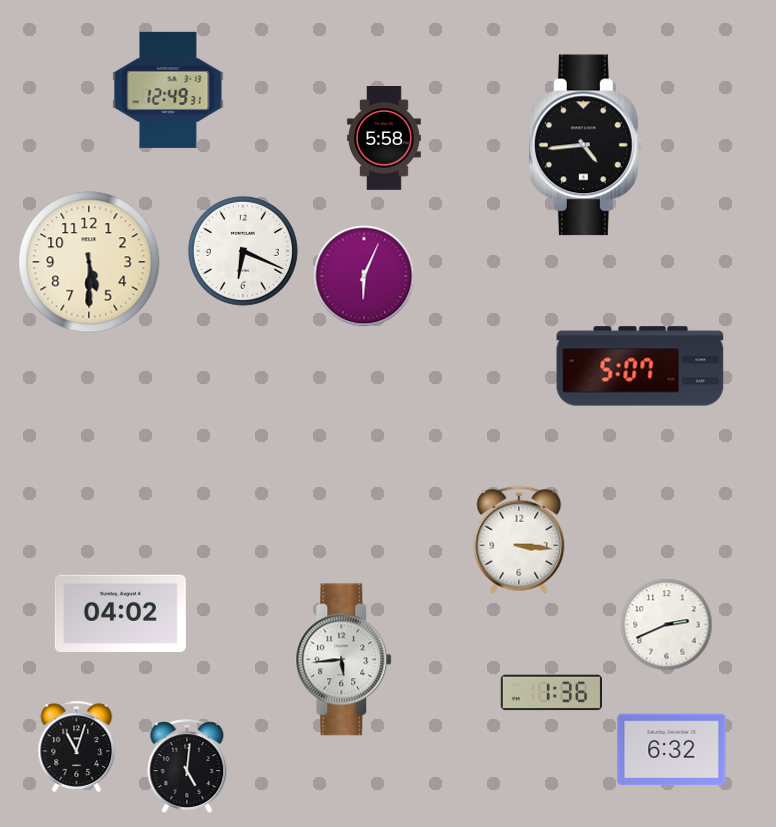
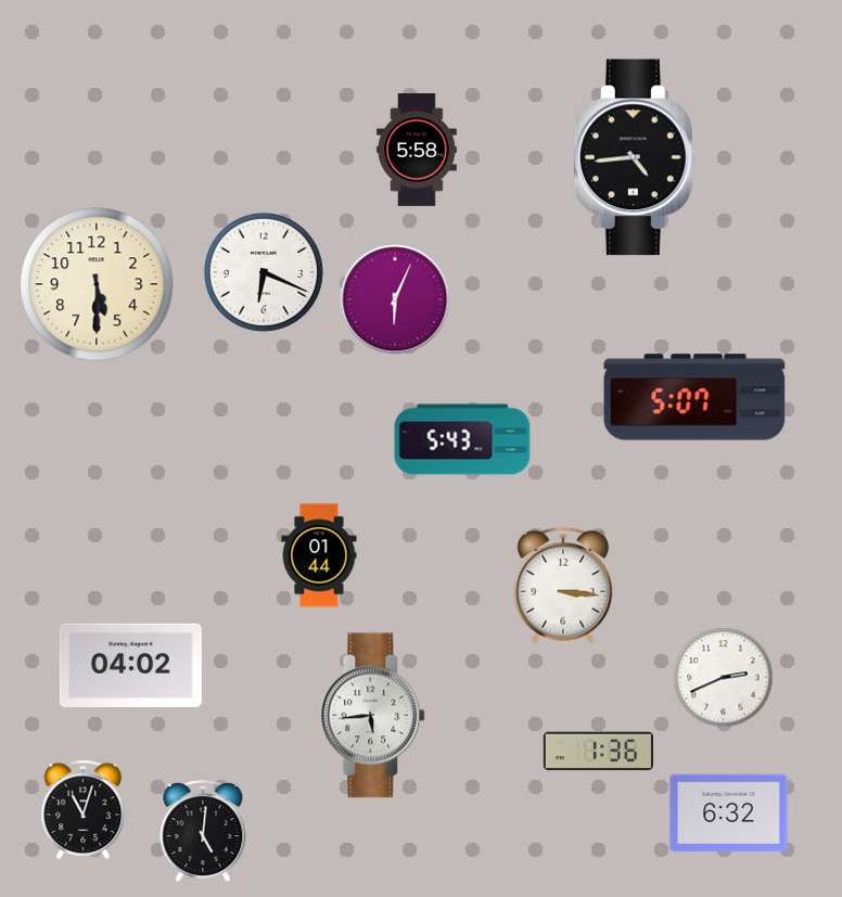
clock at (168, 90): 12:49 -> none
clock at (462, 439): none -> 5:43
clock at (319, 555): none -> 01:44
